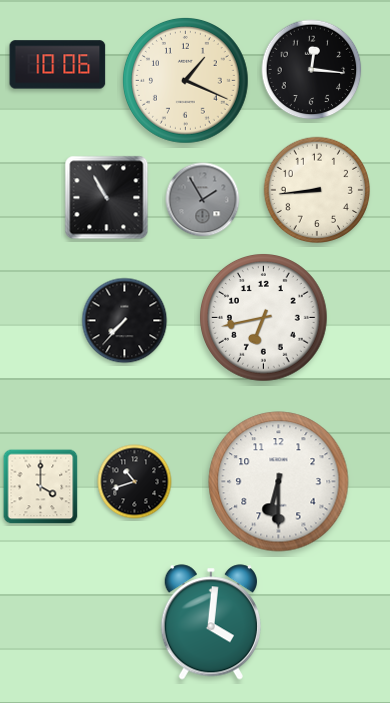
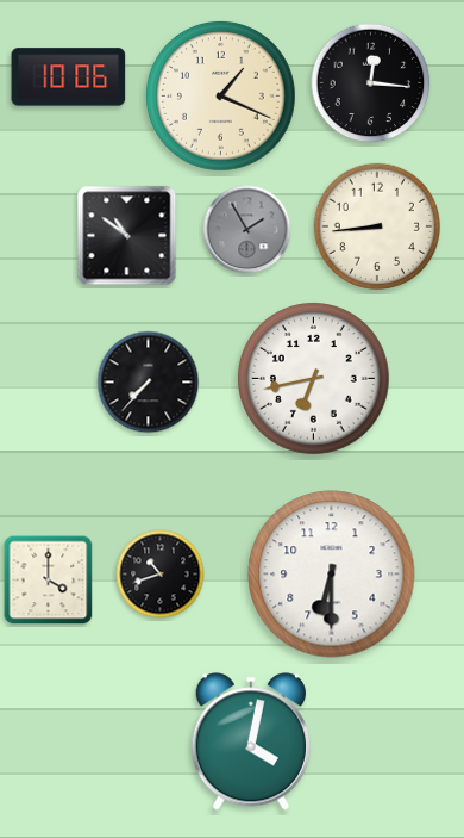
clock at (107, 198): 10:55 -> 10:51
clock at (203, 200) position: (203, 200) -> (247, 230)
clock at (210, 622): 4:01 -> 4:02
